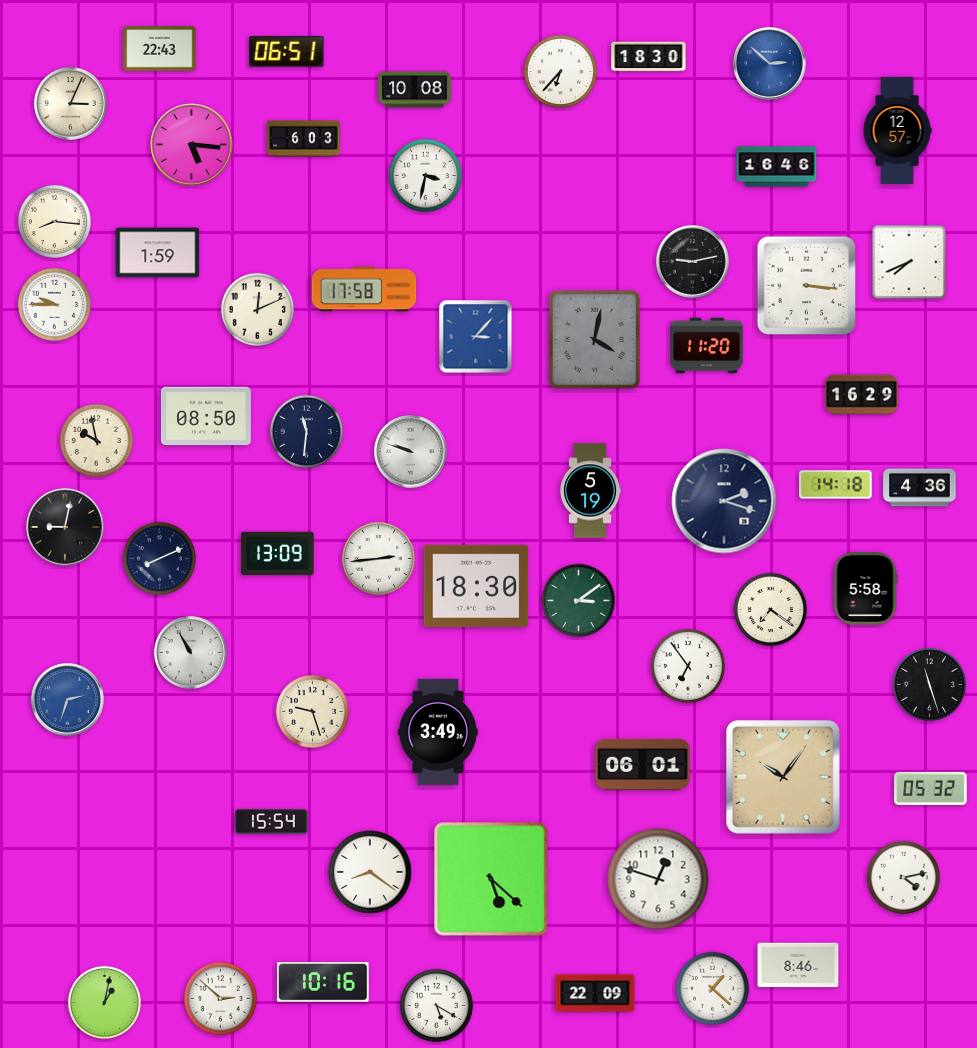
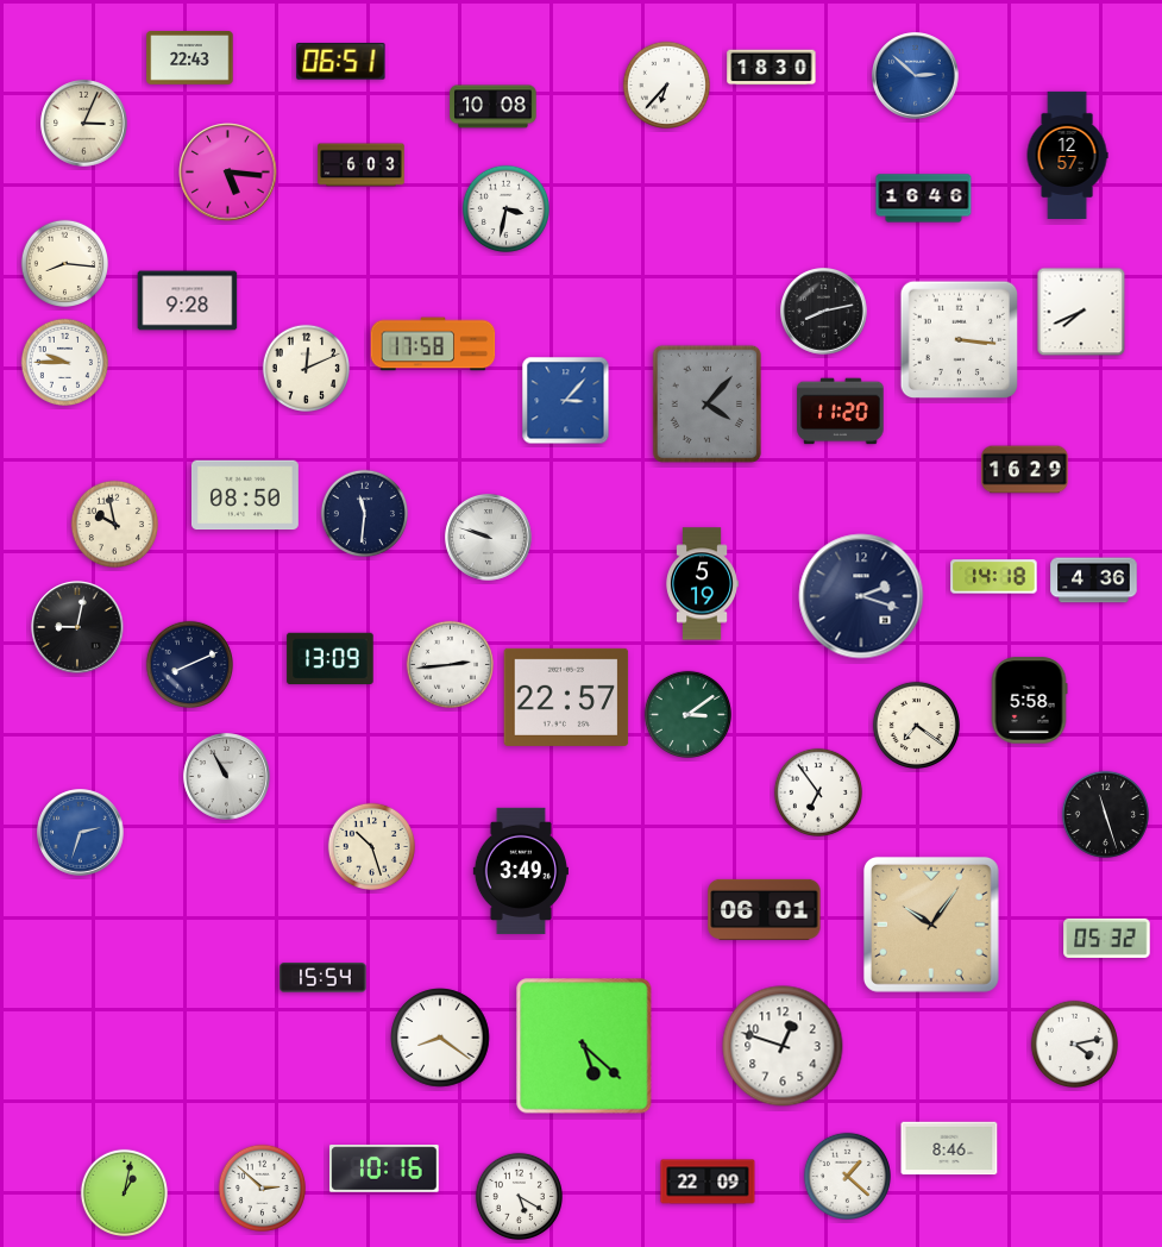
clock at (158, 253): 1:59 -> 9:28
clock at (693, 262): 9:13 -> 8:13
clock at (594, 339): 4:02 -> 4:07
clock at (476, 586): 18:30 -> 22:57
clock at (312, 711): 9:27 -> 10:27
